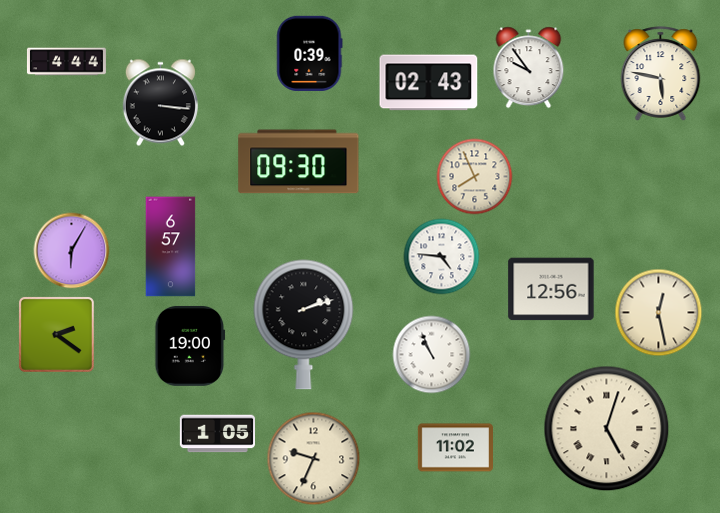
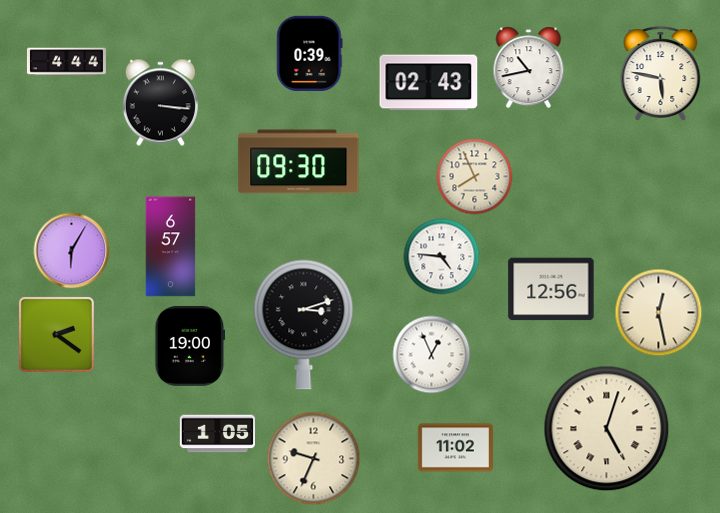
clock at (529, 68): 9:54 -> 10:43
clock at (304, 325): 2:12 -> 3:12
clock at (432, 355): 10:56 -> 12:56
